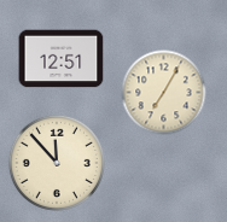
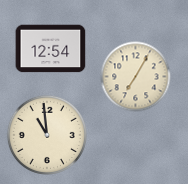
clock at (62, 59): 12:51 -> 12:54
clock at (57, 163): 11:53 -> 10:59
